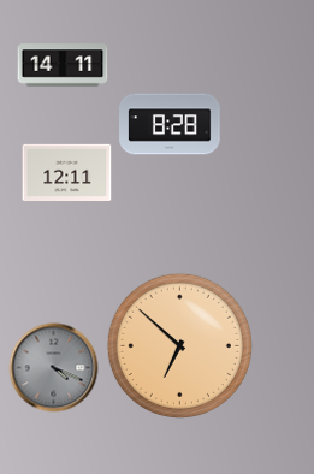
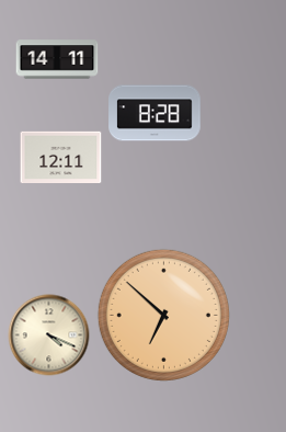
clock at (54, 368) dial: grey -> cream
